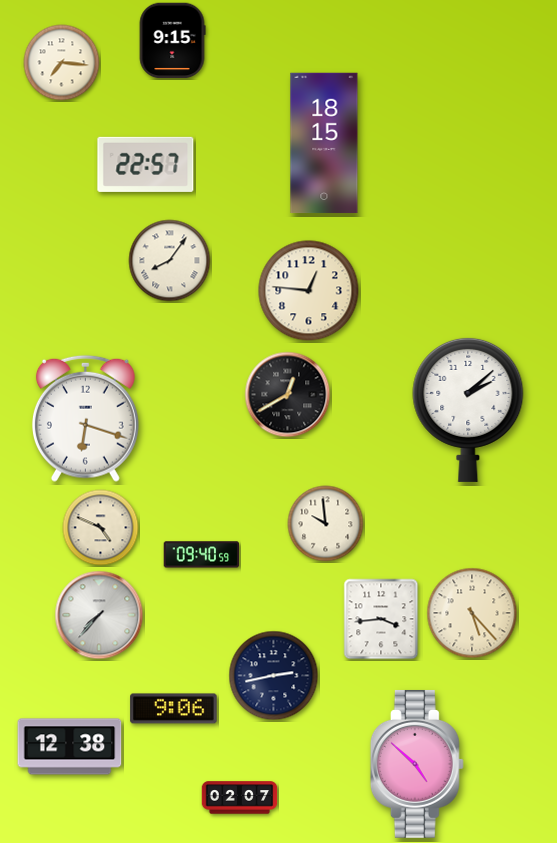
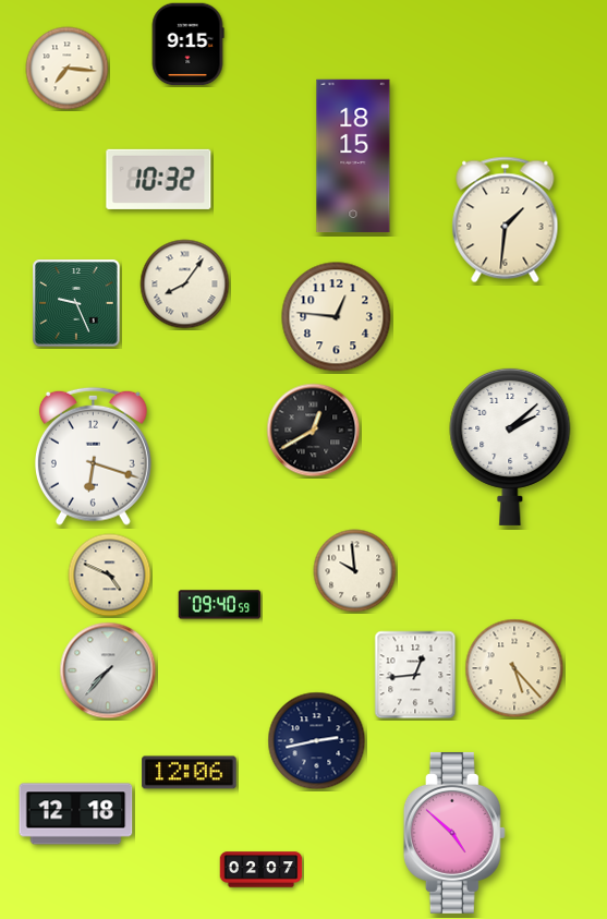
clock at (146, 164): 22:57 -> 10:32
clock at (506, 220): none -> 1:31
clock at (76, 303): none -> 9:26
clock at (381, 619): 3:44 -> 12:44
clock at (274, 676) position: (274, 676) -> (317, 741)
clock at (174, 709): 9:06 -> 12:06
clock at (70, 747): 12:38 -> 12:18
